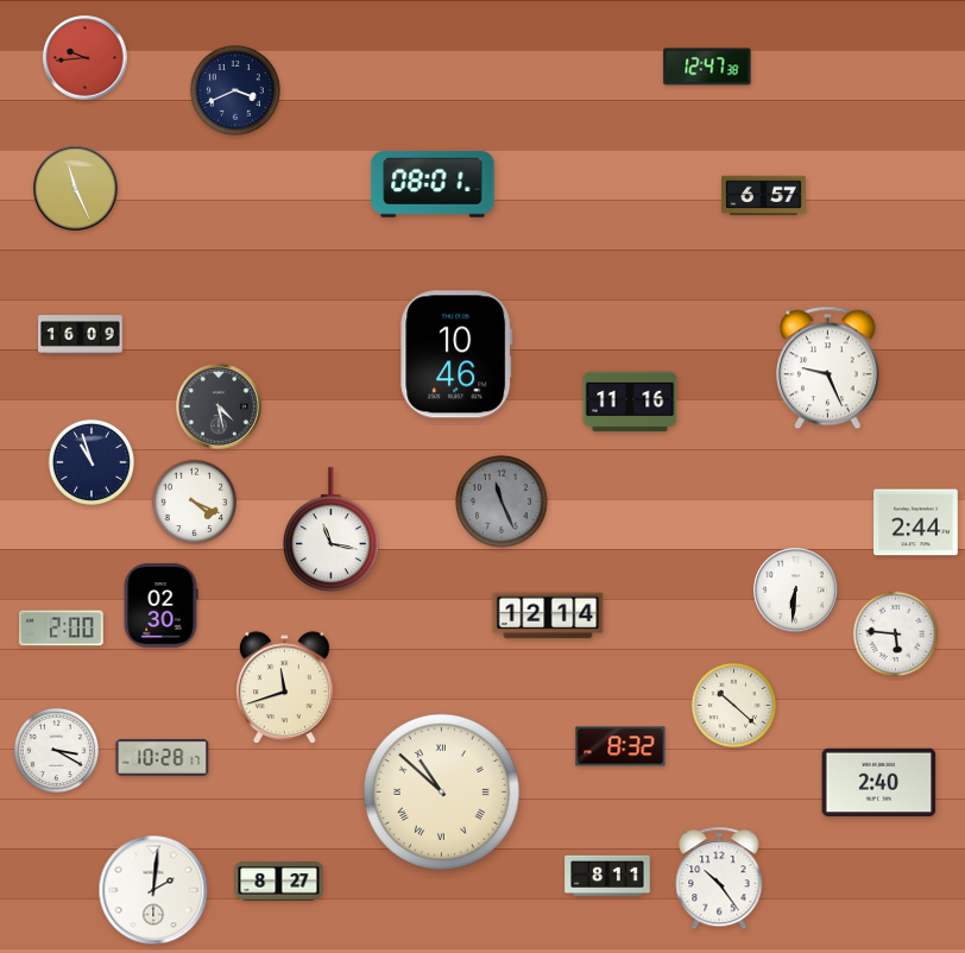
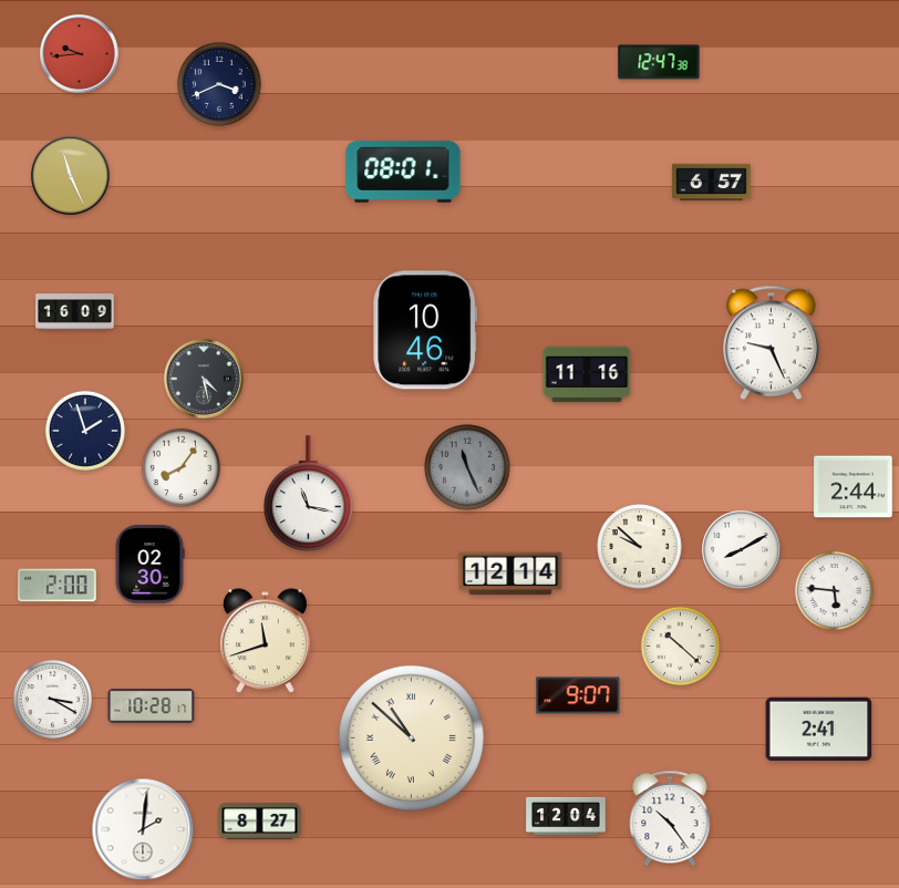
clock at (92, 462): 10:57 -> 1:57
clock at (194, 501): 4:19 -> 8:06
clock at (640, 547): none -> 9:52
clock at (796, 591): 6:31 -> 8:10
clock at (733, 705) position: (733, 705) -> (680, 646)
clock at (620, 746): 8:32 -> 9:07
clock at (879, 783): 2:40 -> 2:41
clock at (607, 875): 8:11 -> 12:04
